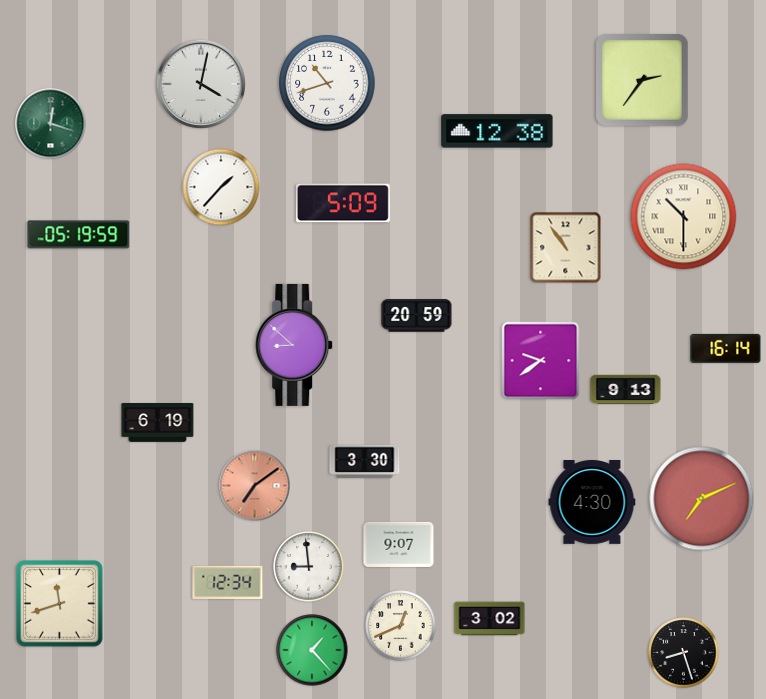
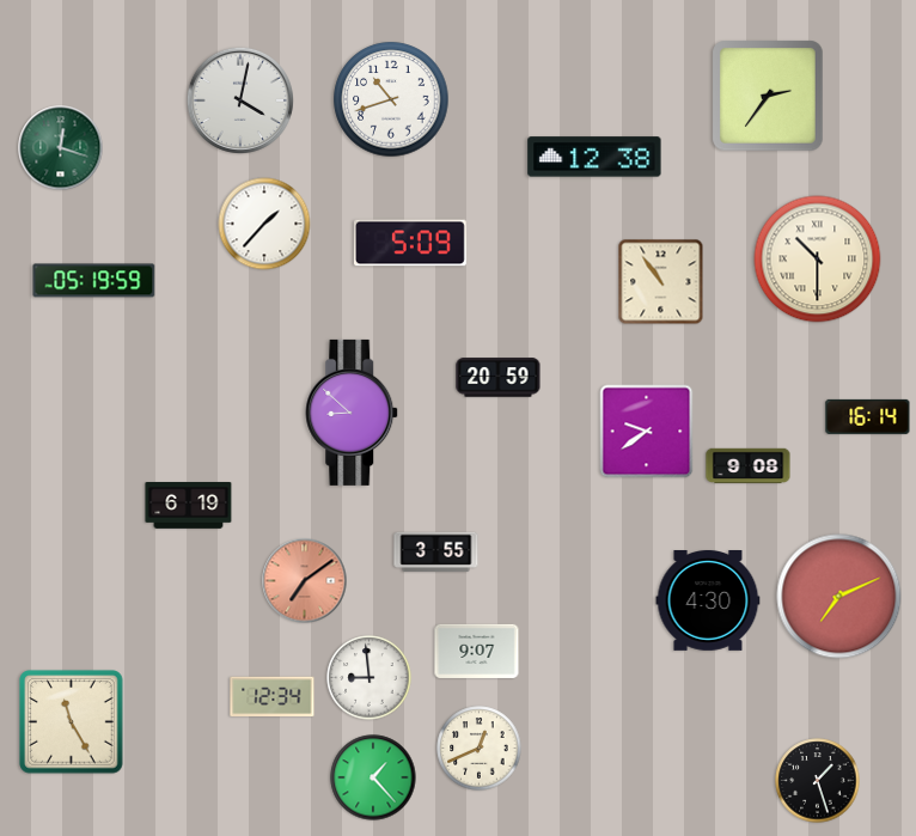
clock at (566, 248) position: (566, 248) -> (661, 282)
clock at (626, 389): 9:13 -> 9:08
clock at (365, 461): 3:30 -> 3:55
clock at (60, 604): 11:42 -> 11:25
clock at (490, 619): 3:02 -> none
clock at (684, 653): 8:27 -> 1:27
